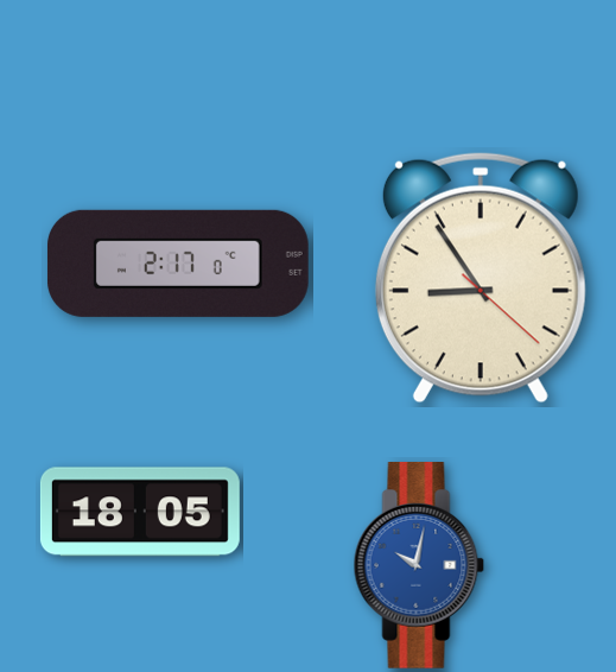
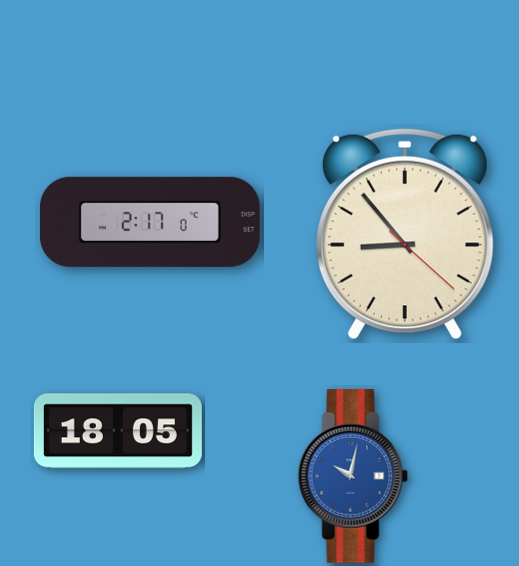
clock at (481, 278): 8:54 -> 8:53
